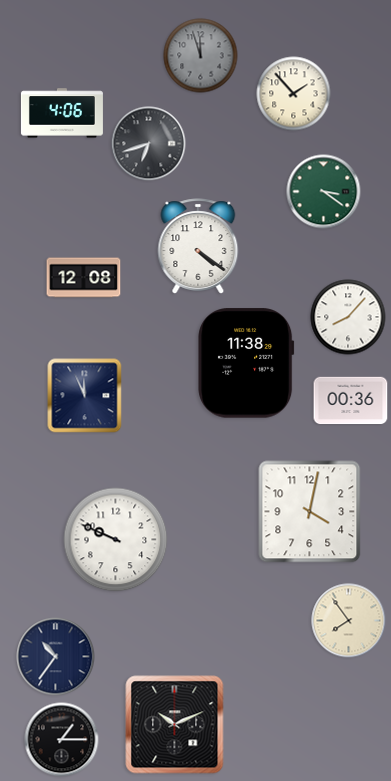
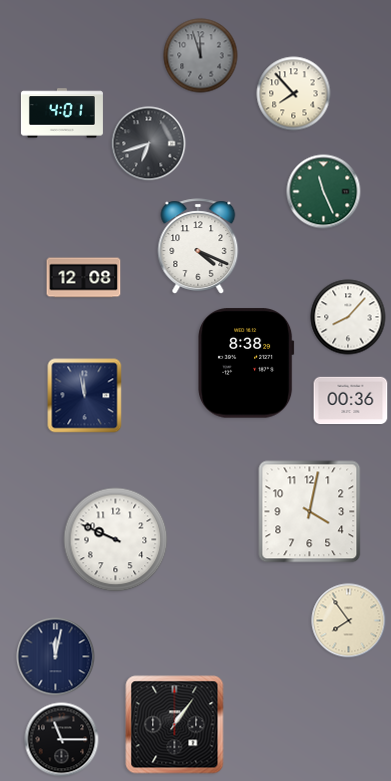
clock at (294, 94): 1:53 -> 7:53
clock at (62, 113): 4:06 -> 4:01
clock at (324, 192): 3:21 -> 11:26
clock at (198, 246): 4:21 -> 4:19
clock at (246, 363): 11:38 -> 8:38
clock at (85, 396): 11:56 -> 11:58
clock at (56, 657): 10:36 -> 12:02
clock at (175, 725): 10:11 -> 1:06
clock at (62, 740): 1:15 -> 11:15
